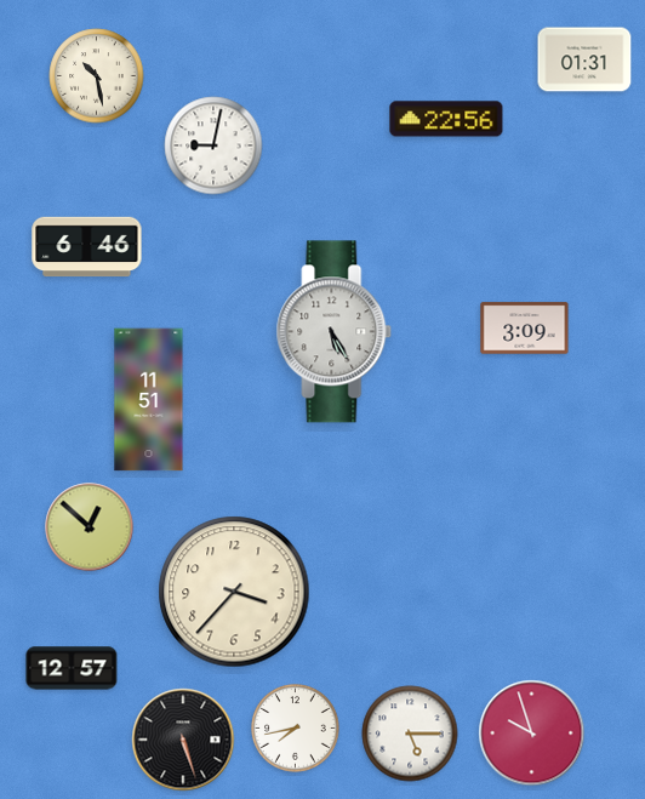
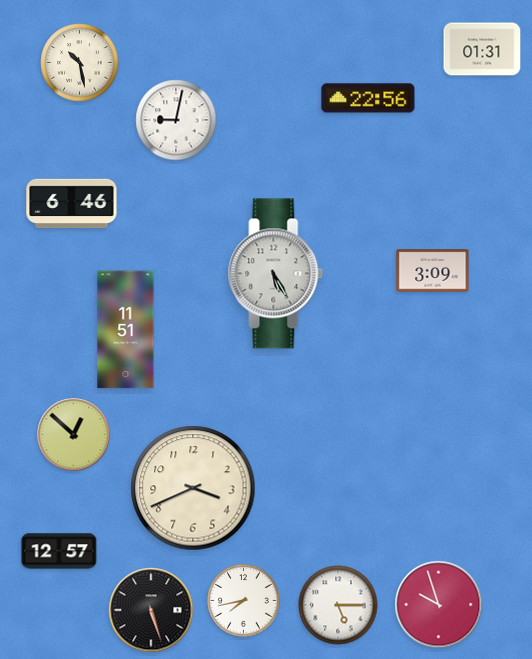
clock at (149, 400) position: (149, 400) -> (126, 330)
clock at (234, 592): 3:37 -> 3:41
